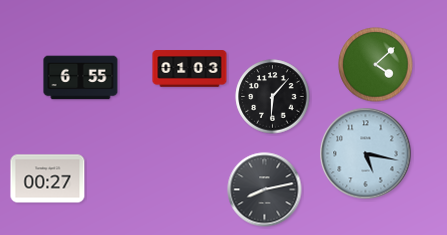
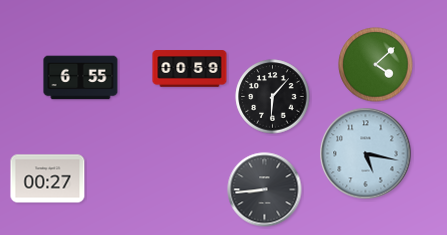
clock at (190, 69): 01:03 -> 00:59
clock at (265, 190): 8:13 -> 8:44
